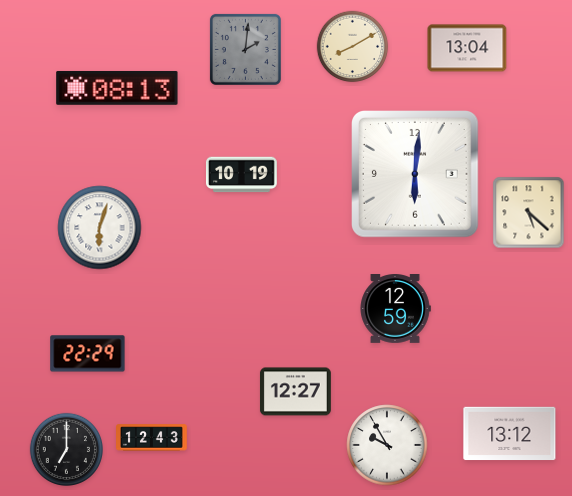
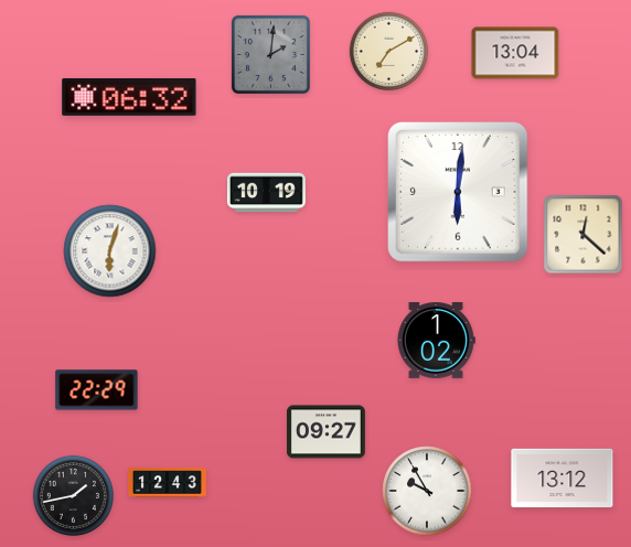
clock at (353, 47): 8:10 -> 7:10
clock at (117, 88): 08:13 -> 06:32
clock at (529, 213): 5:22 -> 12:22
clock at (395, 309): 12:59 -> 1:02
clock at (295, 392): 12:27 -> 09:27
clock at (66, 449): 7:00 -> 1:43
